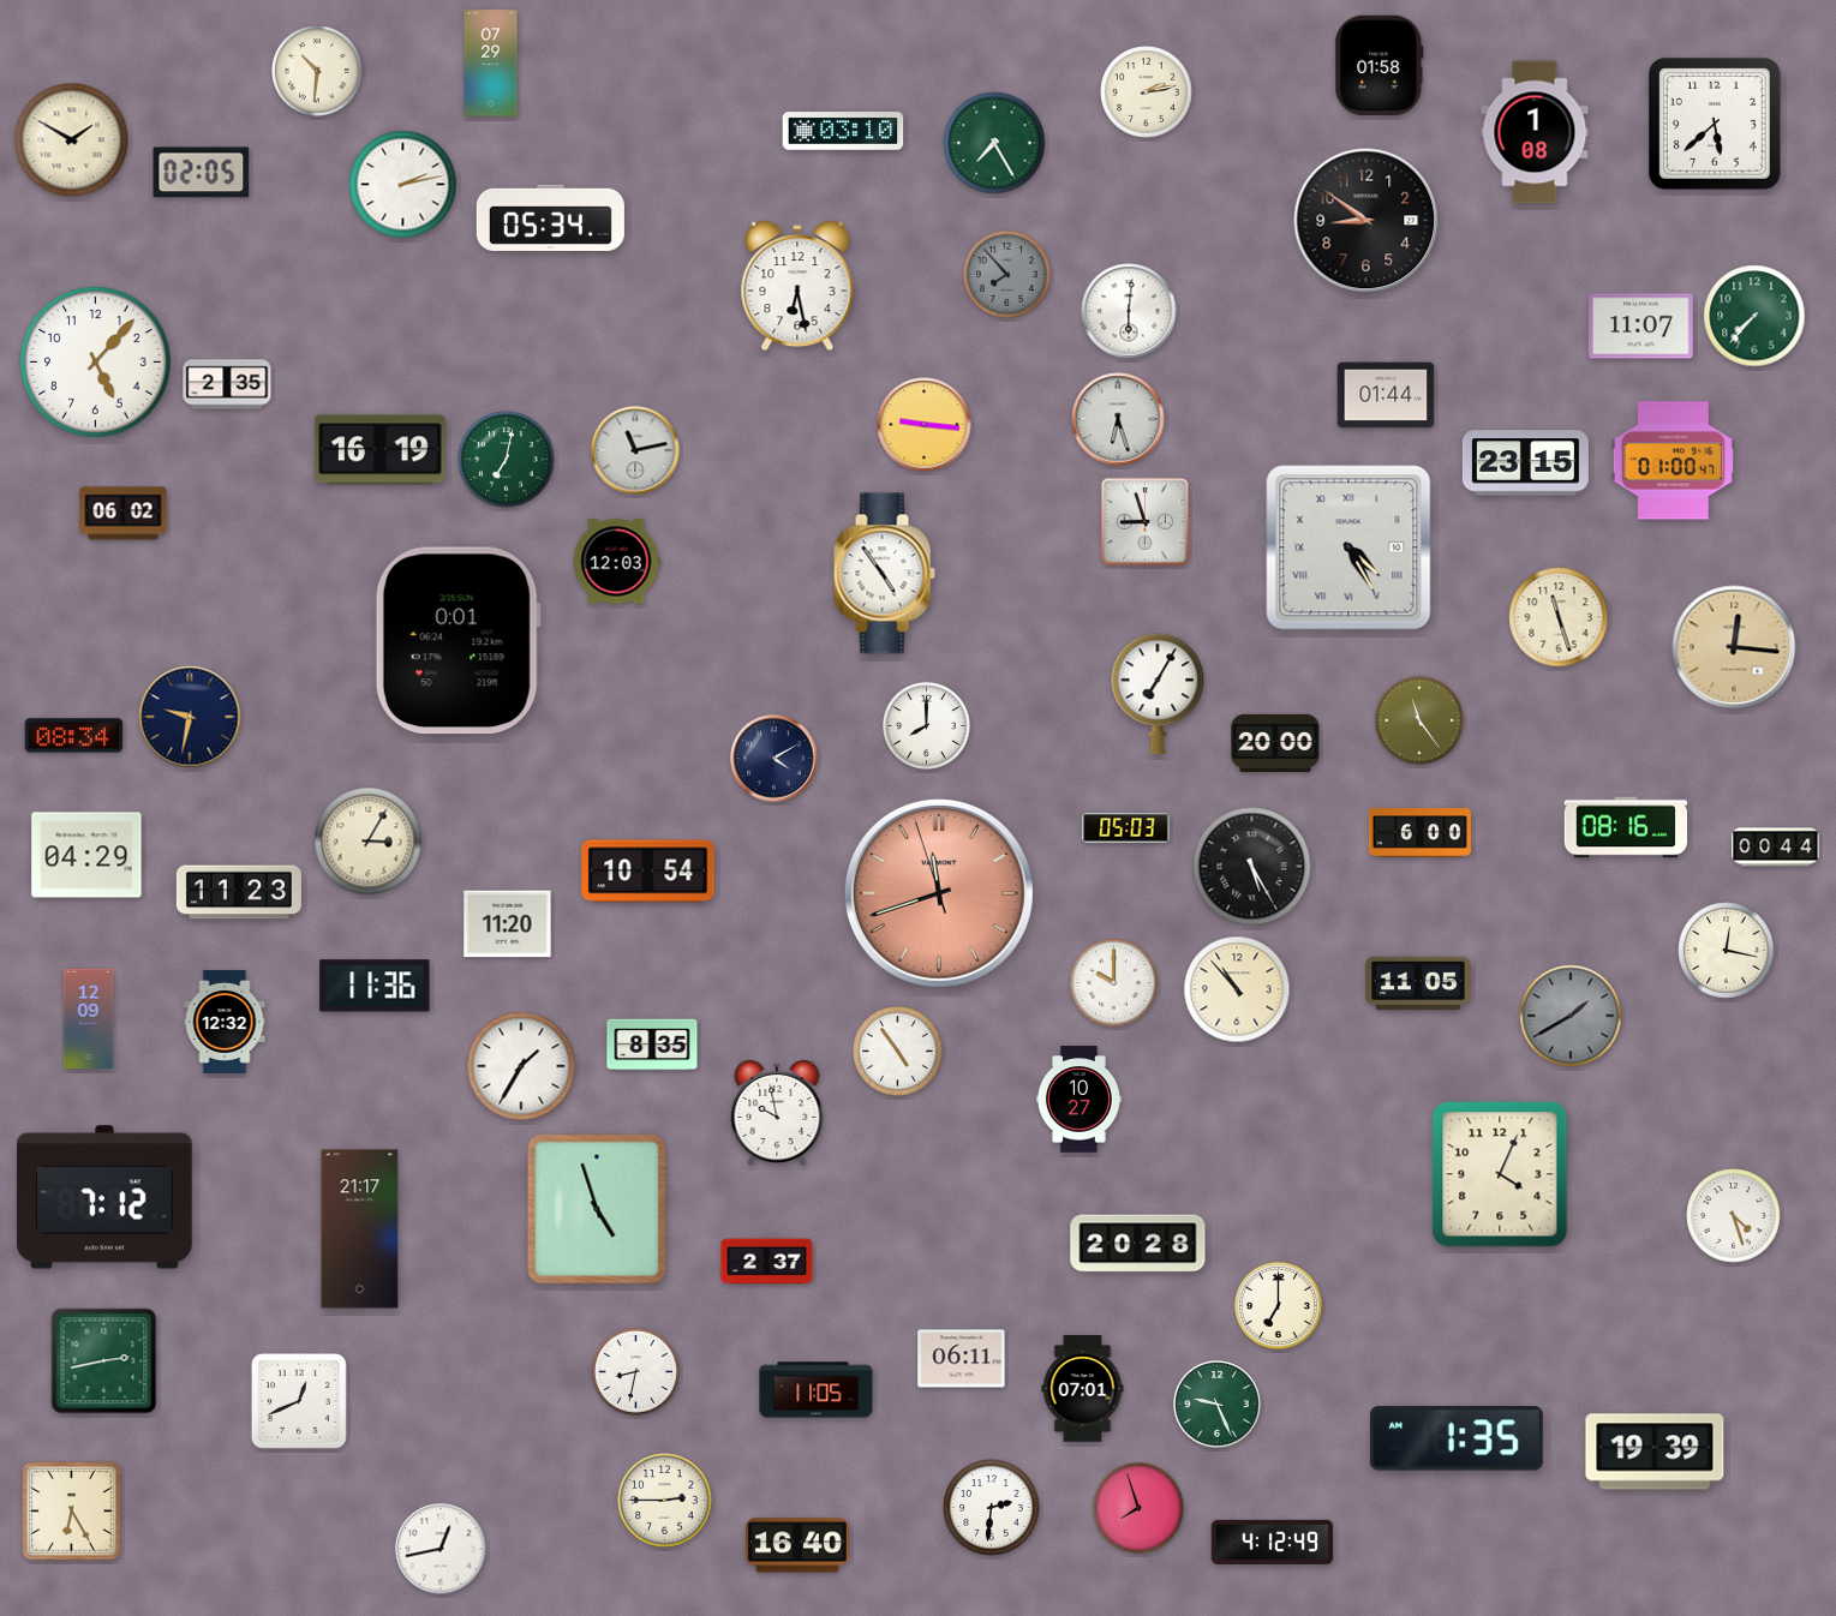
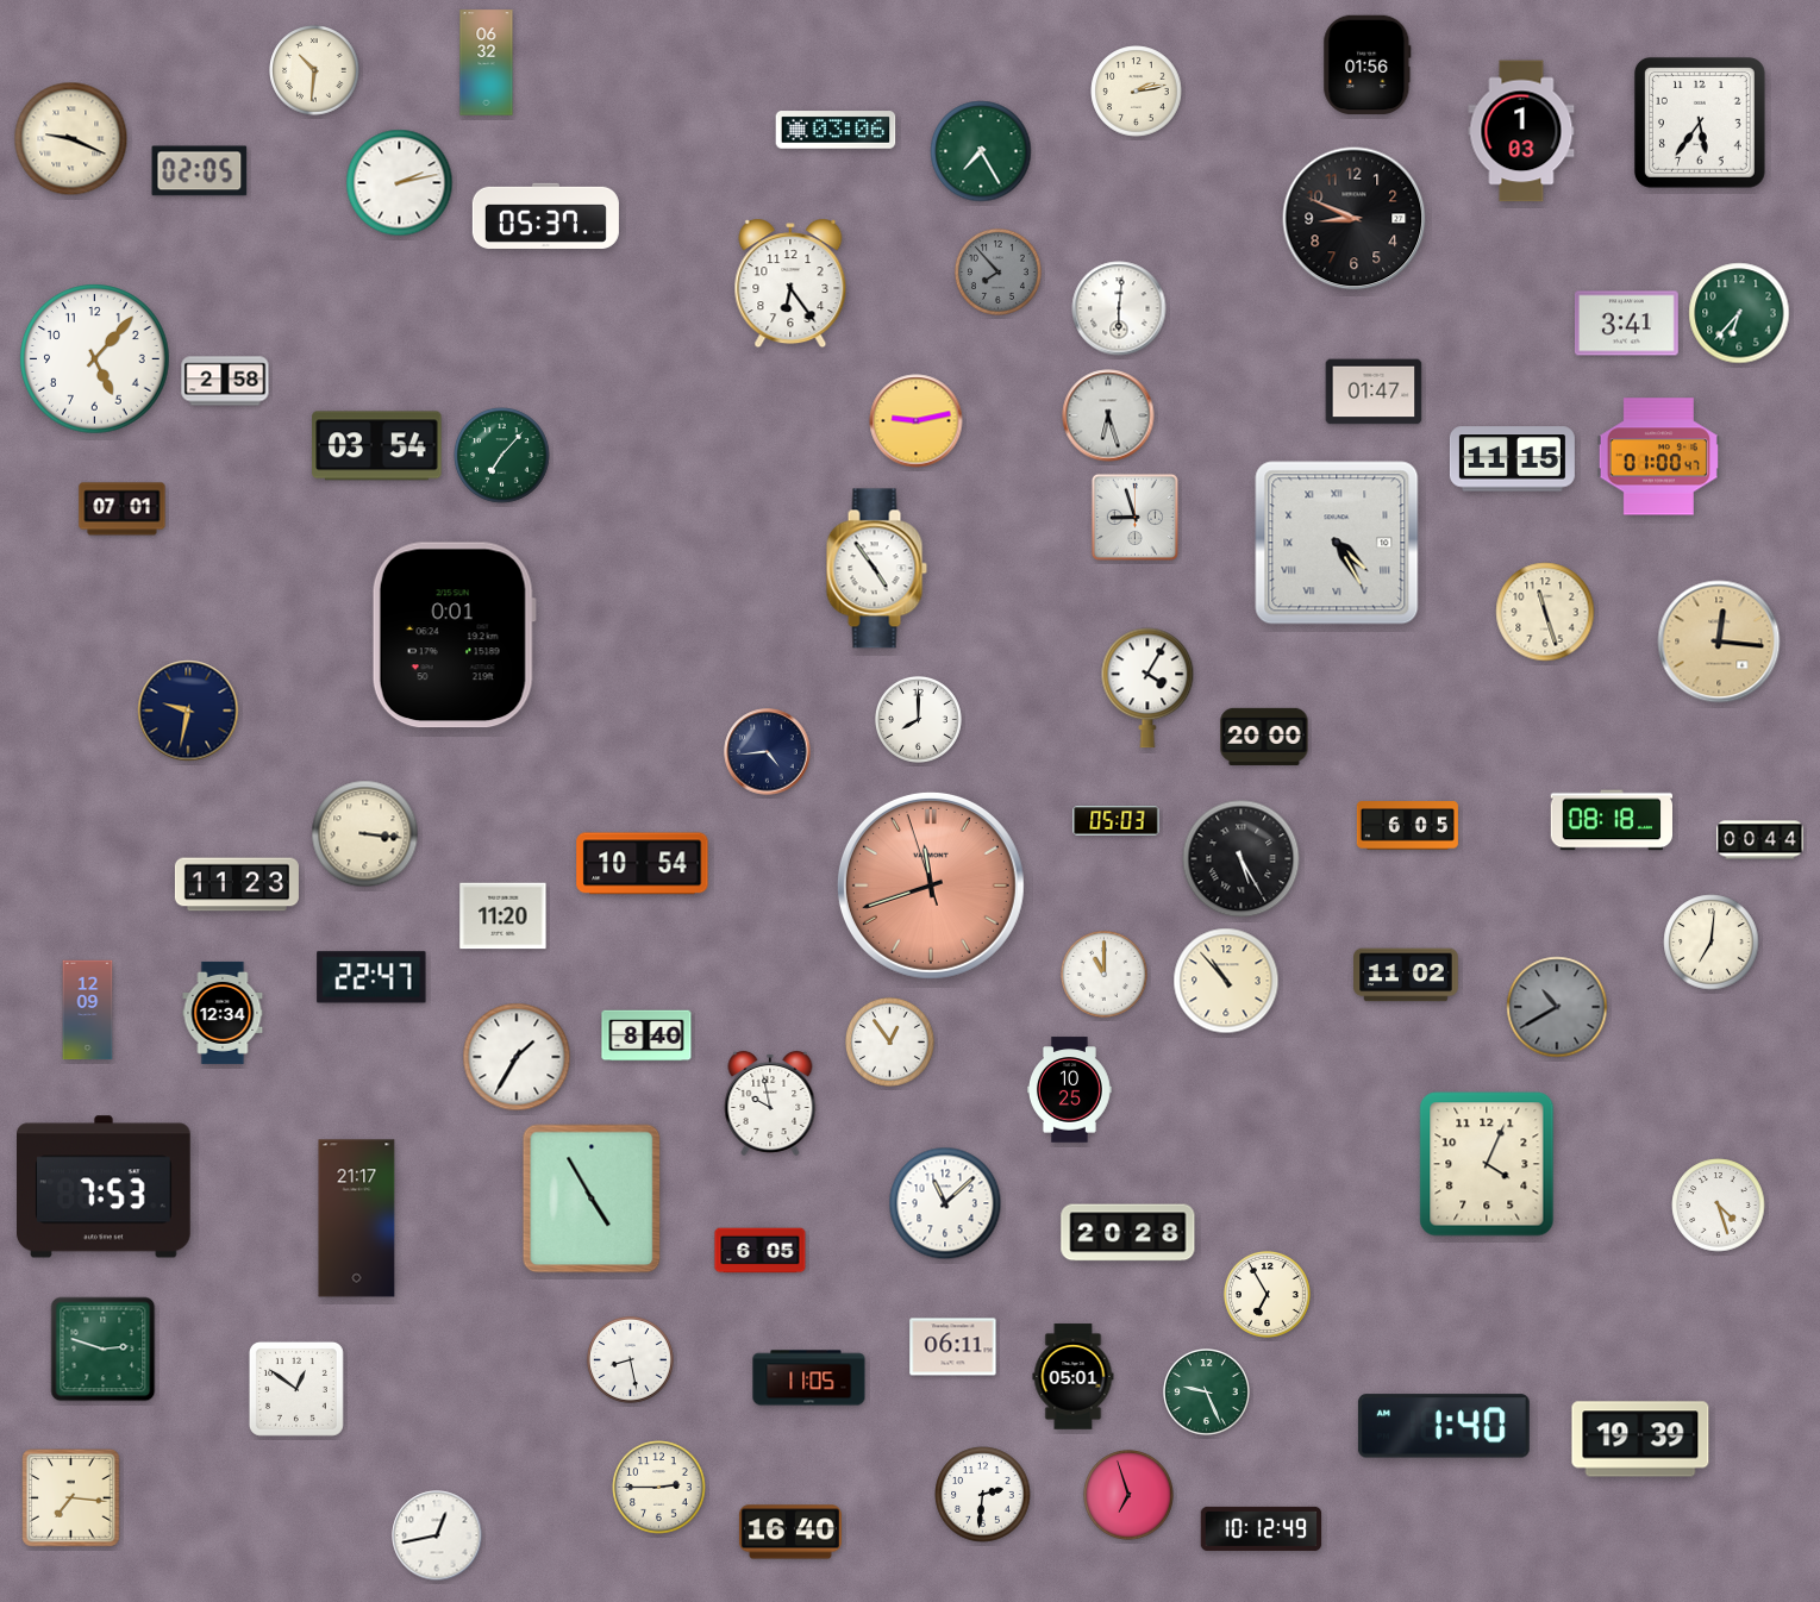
clock at (491, 64): 07:29 -> 06:32
clock at (1380, 65): 01:58 -> 01:56
clock at (1715, 124): 5:38 -> 5:36
clock at (843, 131): 03:10 -> 03:06
clock at (1535, 132): 1:08 -> 1:03
clock at (72, 140): 1:50 -> 9:19
clock at (994, 143) position: (994, 143) -> (981, 151)
clock at (550, 217): 05:34 -> 05:37
clock at (1366, 221): 8:51 -> 8:49
clock at (797, 286): 6:28 -> 6:24
clock at (1754, 316): 7:37 -> 6:37
clock at (1640, 327): 11:07 -> 3:41
clock at (227, 384): 2:35 -> 2:58
clock at (1386, 395): 01:44 -> 01:47
clock at (925, 425): 9:16 -> 9:13
clock at (381, 450): 16:19 -> 03:54
clock at (635, 450): 11:13 -> none
clock at (507, 460): 7:02 -> 7:07
clock at (1525, 463): 23:15 -> 11:15
clock at (124, 514): 06:02 -> 07:01
clock at (616, 562): 12:03 -> none
clock at (1158, 694): 7:05 -> 4:05
clock at (1421, 722): 11:24 -> none
clock at (74, 736): 08:34 -> none
clock at (775, 759): 4:10 -> 4:44
clock at (1626, 827): 08:16 -> 08:18
clock at (1419, 833): 6:00 -> 6:05
clock at (369, 842): 3:05 -> 3:16
clock at (86, 855): 04:29 -> none
clock at (1727, 951): 12:17 -> 7:01
clock at (1113, 982): 10:00 -> 11:00
clock at (1418, 983): 11:05 -> 11:02
clock at (375, 986): 11:36 -> 22:47
clock at (1571, 1016): 1:40 -> 10:40
clock at (225, 1022): 12:32 -> 12:34
clock at (652, 1045): 8:35 -> 8:40
clock at (898, 1052): 4:54 -> 12:54
clock at (1078, 1100): 10:27 -> 10:25
clock at (104, 1197): 7:12 -> 7:53
clock at (597, 1209): 4:57 -> 4:55
clock at (945, 1203): none -> 11:08
clock at (767, 1262): 2:37 -> 6:05
clock at (1278, 1305): 7:00 -> 6:55
clock at (104, 1361): 2:43 -> 2:48
clock at (635, 1371): 8:32 -> 8:28
clock at (1083, 1389): 07:01 -> 05:01
clock at (299, 1401): 12:41 -> 12:51
clock at (1457, 1438): 1:35 -> 1:40
clock at (1138, 1508): 7:57 -> 6:57
clock at (72, 1512): 6:25 -> 7:16
clock at (1273, 1542): 4:12 -> 10:12
